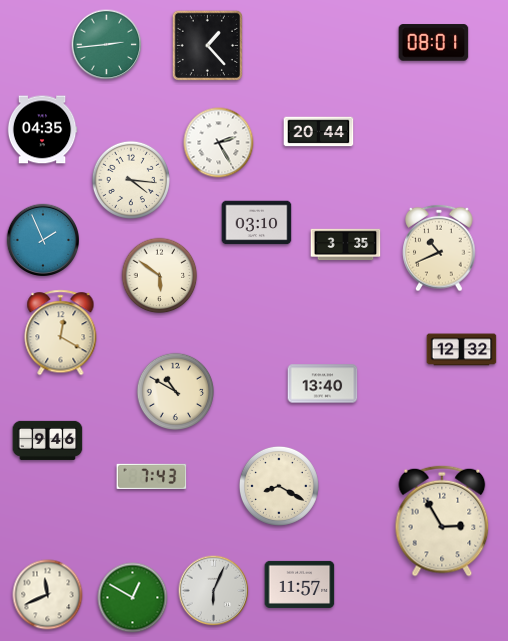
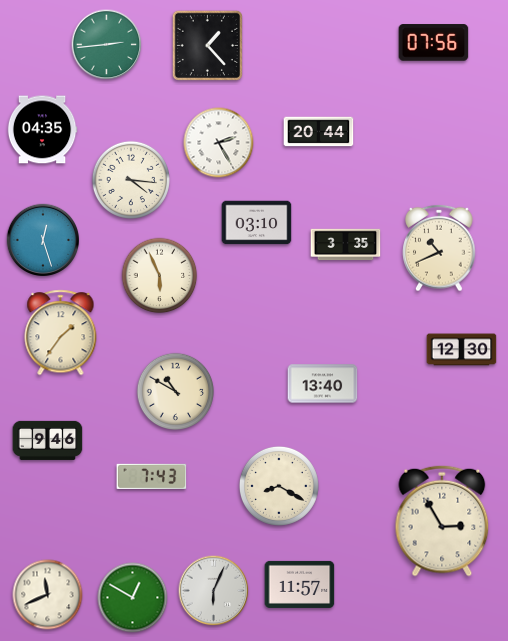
clock at (434, 43): 08:01 -> 07:56
clock at (43, 240): 1:56 -> 12:27
clock at (160, 276): 5:51 -> 5:56
clock at (61, 333): 12:20 -> 1:36
clock at (462, 350): 12:32 -> 12:30
